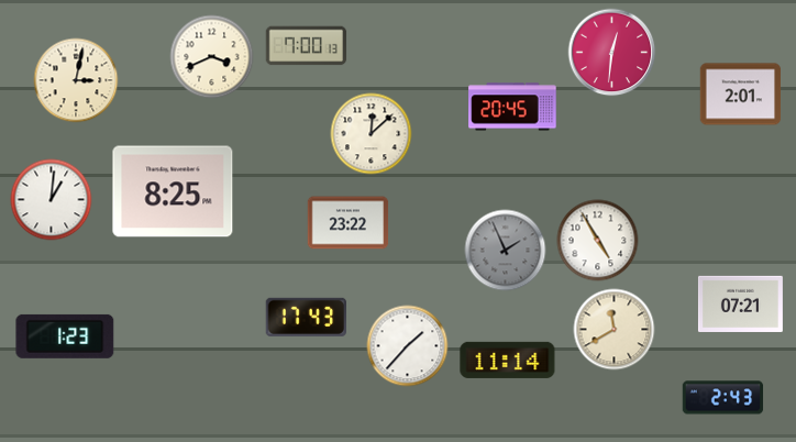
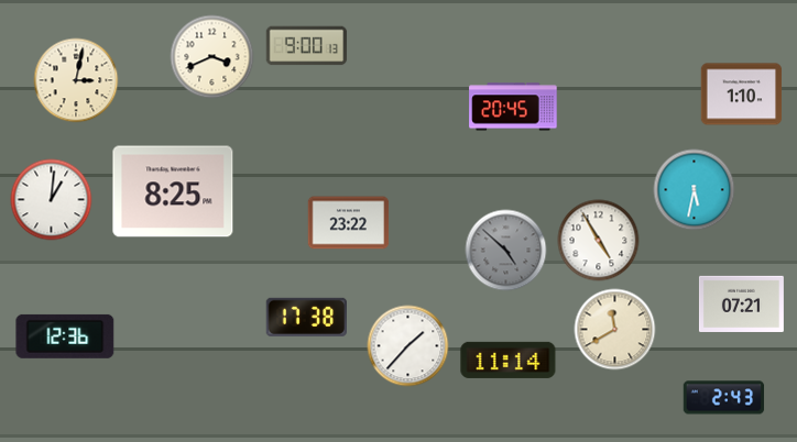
clock at (307, 46): 7:00 -> 9:00
clock at (612, 53): 12:31 -> none
clock at (741, 95): 2:01 -> 1:10
clock at (372, 134): 12:08 -> none
clock at (695, 190): none -> 5:32
clock at (506, 251): 1:56 -> 4:52
clock at (306, 317): 17:43 -> 17:38
clock at (65, 336): 1:23 -> 12:36
